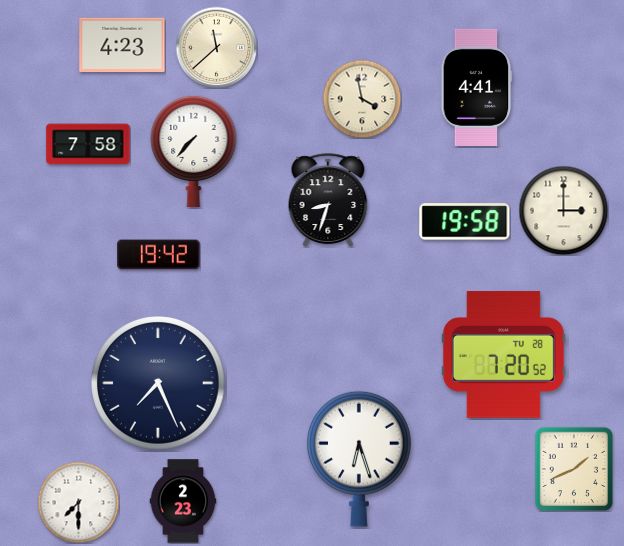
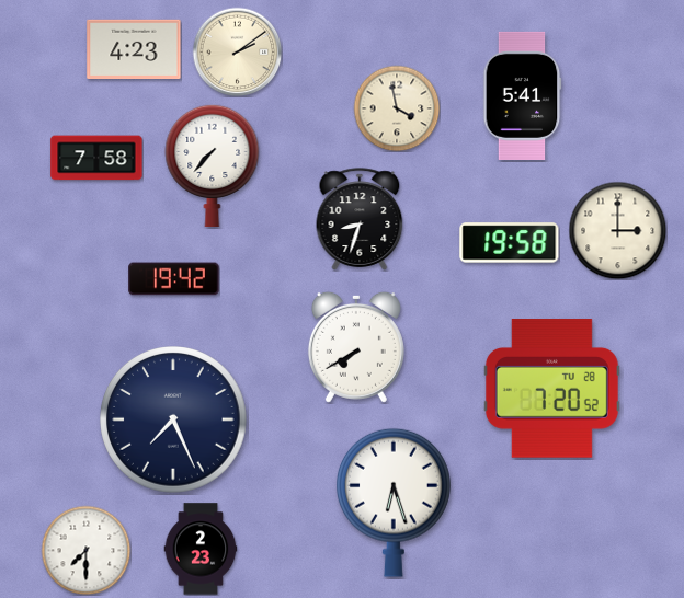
clock at (216, 47): 11:38 -> 2:09
clock at (476, 87): 4:41 -> 5:41
clock at (356, 347): none -> 7:40
clock at (573, 468): 1:41 -> none
